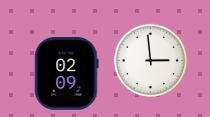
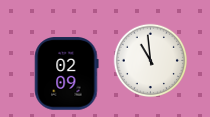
clock at (151, 61): 2:59 -> 10:59
